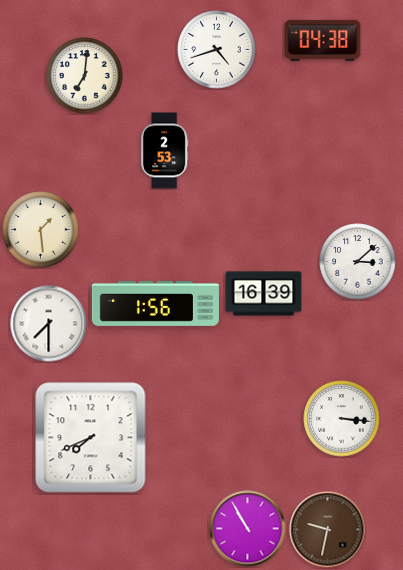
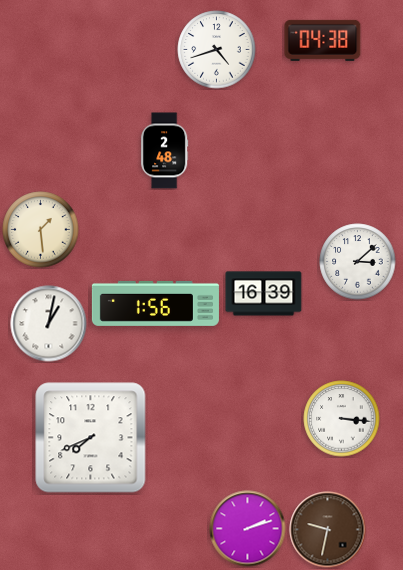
clock at (85, 76): 7:01 -> none
clock at (165, 151): 2:53 -> 2:48
clock at (49, 324): 7:30 -> 1:02
clock at (248, 529): 10:55 -> 2:12
